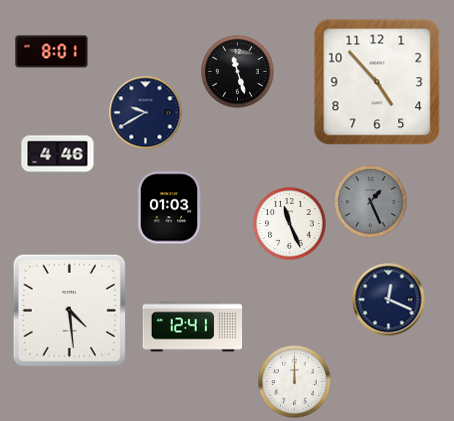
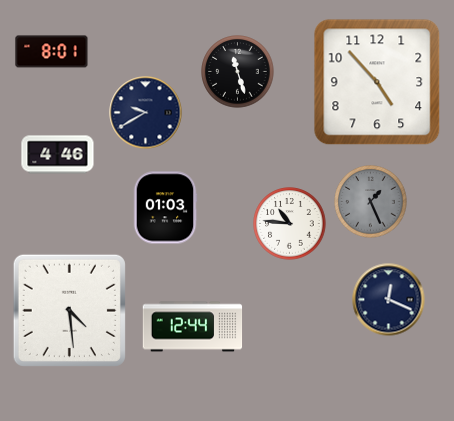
clock at (169, 208) position: (169, 208) -> (165, 208)
clock at (290, 224): 11:26 -> 10:46
clock at (193, 327): 12:41 -> 12:44
clock at (295, 382): 12:00 -> none
